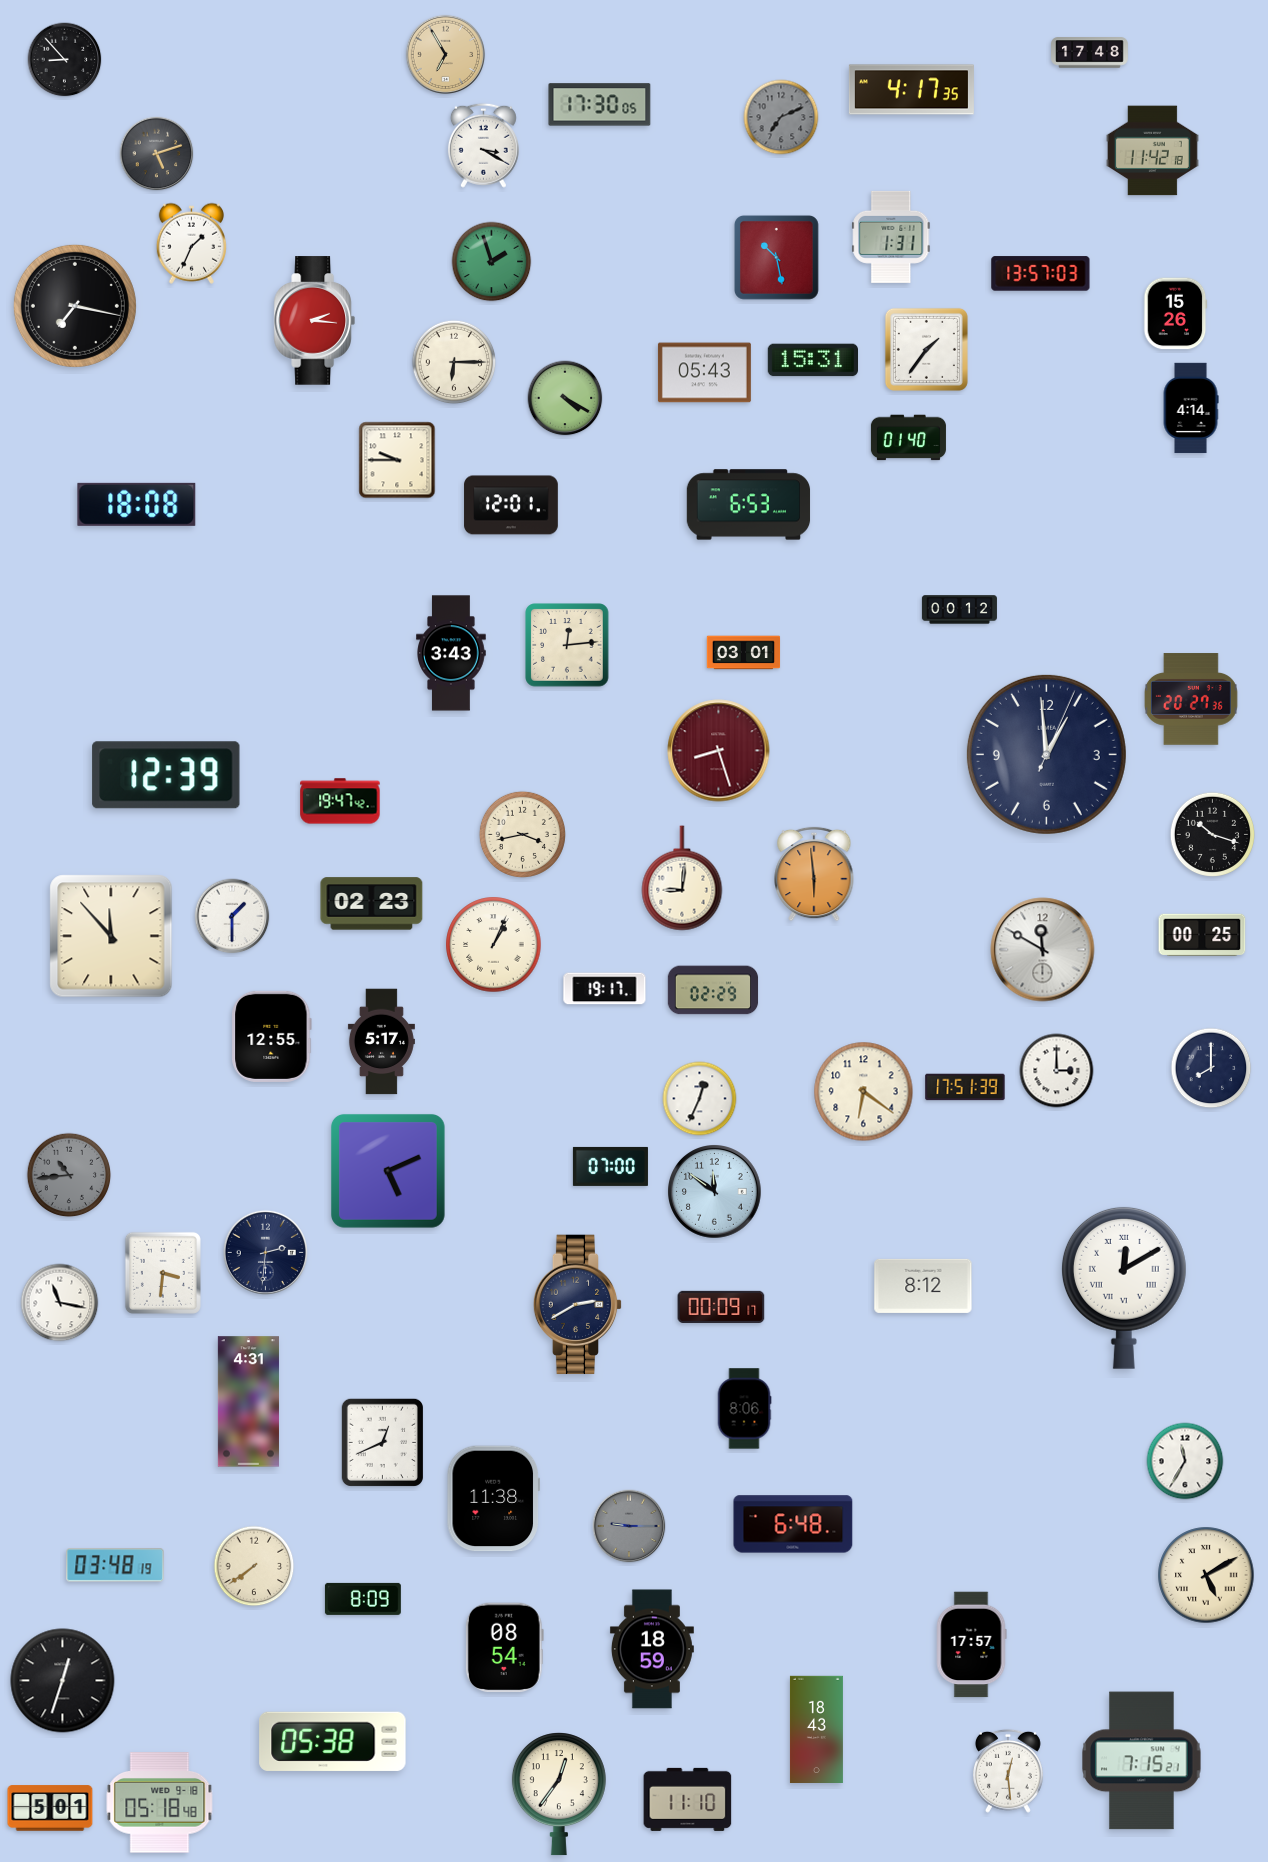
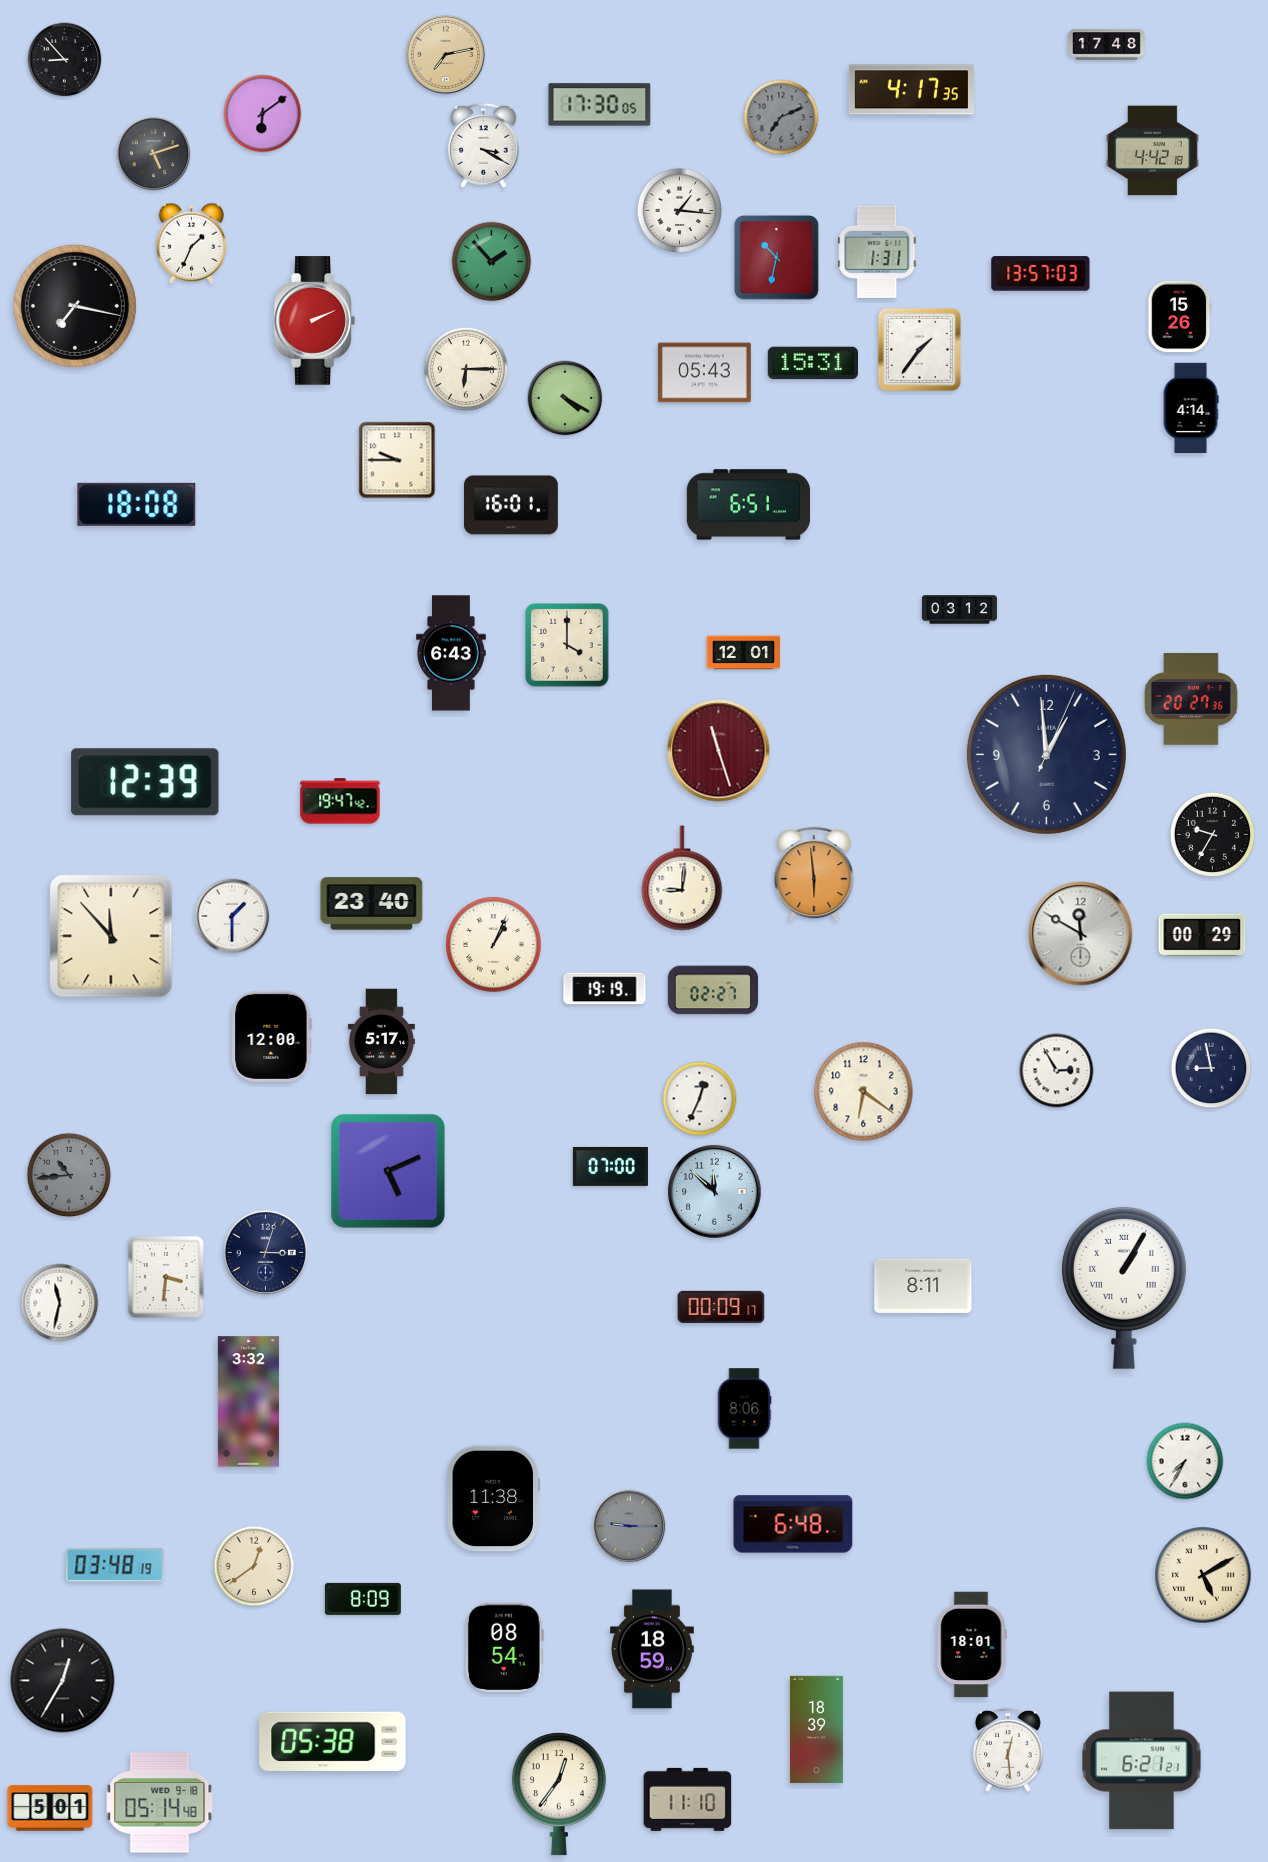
clock at (1090, 53) position: (1090, 53) -> (1107, 45)
clock at (446, 55): 6:55 -> 7:13
clock at (263, 114): none -> 6:09
clock at (1152, 151): 11:42 -> 4:42
clock at (157, 154) position: (157, 154) -> (154, 154)
clock at (679, 210): none -> 1:16
clock at (891, 237) position: (891, 237) -> (877, 252)
clock at (776, 257): 10:28 -> 10:32
clock at (492, 262): 1:57 -> 1:53
clock at (1176, 314) position: (1176, 314) -> (1180, 317)
clock at (314, 321): 2:16 -> 2:11
clock at (926, 349) position: (926, 349) -> (919, 349)
clock at (812, 360) position: (812, 360) -> (812, 363)
clock at (454, 362) position: (454, 362) -> (466, 369)
clock at (908, 438): 01:40 -> none
clock at (511, 505): 12:01 -> 16:01
clock at (749, 505): 6:53 -> 6:51
clock at (959, 610): 00:12 -> 03:12
clock at (567, 645): 12:14 -> 4:00
clock at (451, 653): 3:43 -> 6:43
clock at (744, 653): 03:01 -> 12:01
clock at (719, 751): 8:27 -> 11:27
clock at (166, 775) position: (166, 775) -> (145, 782)
clock at (522, 834): 3:43 -> none
clock at (1212, 834): 10:18 -> 9:35
clock at (372, 904): 02:23 -> 23:40
clock at (1202, 935): 00:25 -> 00:29
clock at (1043, 950) position: (1043, 950) -> (1081, 934)
clock at (605, 989): 19:17 -> 19:19
clock at (713, 990): 02:29 -> 02:27
clock at (272, 1036): 12:55 -> 12:00
clock at (1211, 1068): 8:00 -> 8:58
clock at (1057, 1071): 3:00 -> 2:55
clock at (965, 1087): 17:51 -> none
clock at (715, 1192): 11:51 -> 11:52
clock at (265, 1252): 2:31 -> 3:03
clock at (163, 1273) position: (163, 1273) -> (166, 1277)
clock at (923, 1286): 8:12 -> 8:11
clock at (1124, 1288): 12:10 -> 1:05
clock at (60, 1303): 11:17 -> 11:32
clock at (578, 1305): 2:40 -> none
clock at (248, 1402): 4:31 -> 3:32
clock at (382, 1442): 12:41 -> none
clock at (1185, 1461): 11:35 -> 7:35
clock at (254, 1566): 7:39 -> 12:39
clock at (1206, 1575) position: (1206, 1575) -> (1203, 1575)
clock at (971, 1645): 17:57 -> 18:01
clock at (63, 1681): 12:33 -> 12:35
clock at (816, 1729): 18:43 -> 18:39
clock at (1142, 1761): 7:15 -> 6:21
clock at (1008, 1771) position: (1008, 1771) -> (1008, 1750)
clock at (160, 1803): 05:18 -> 05:14
